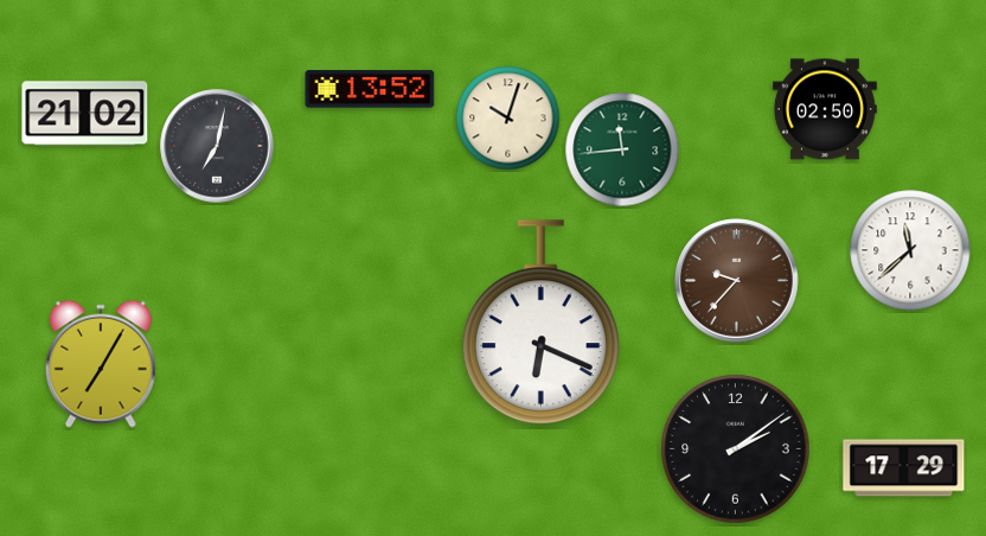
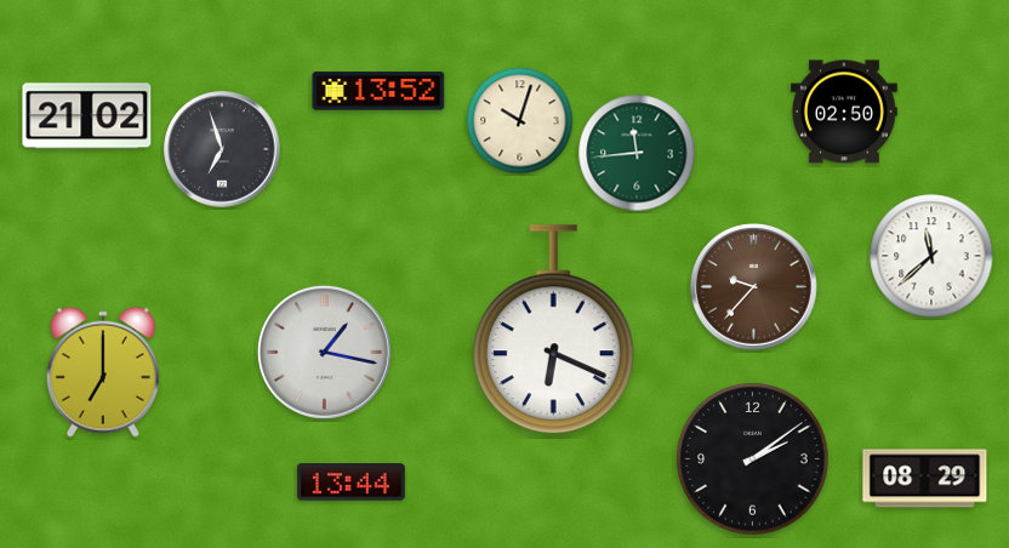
clock at (217, 146): 7:02 -> 6:57
clock at (324, 352): none -> 1:17
clock at (101, 364): 7:05 -> 7:00
clock at (904, 468): 17:29 -> 08:29
clock at (350, 483): none -> 13:44
